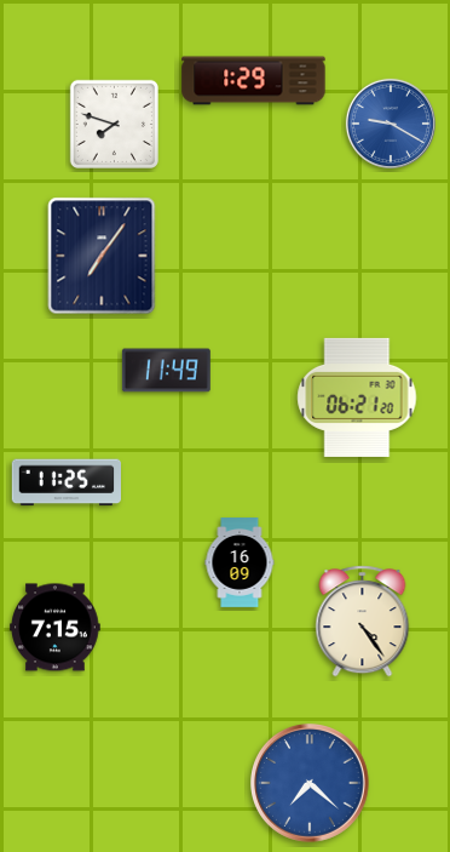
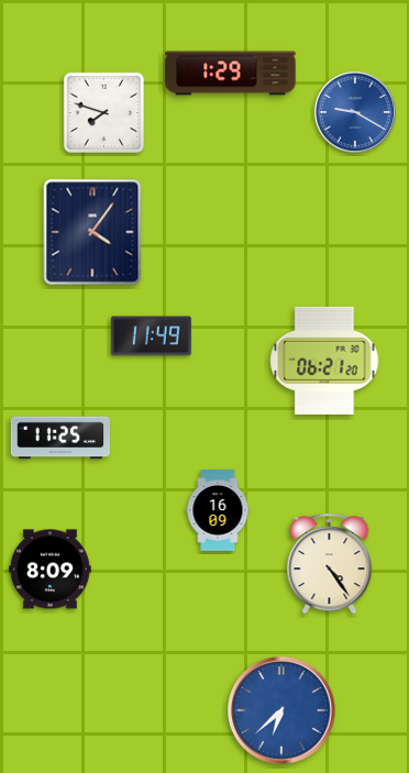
clock at (102, 256): 7:06 -> 4:06
clock at (56, 628): 7:15 -> 8:09
clock at (311, 784): 7:22 -> 6:38
